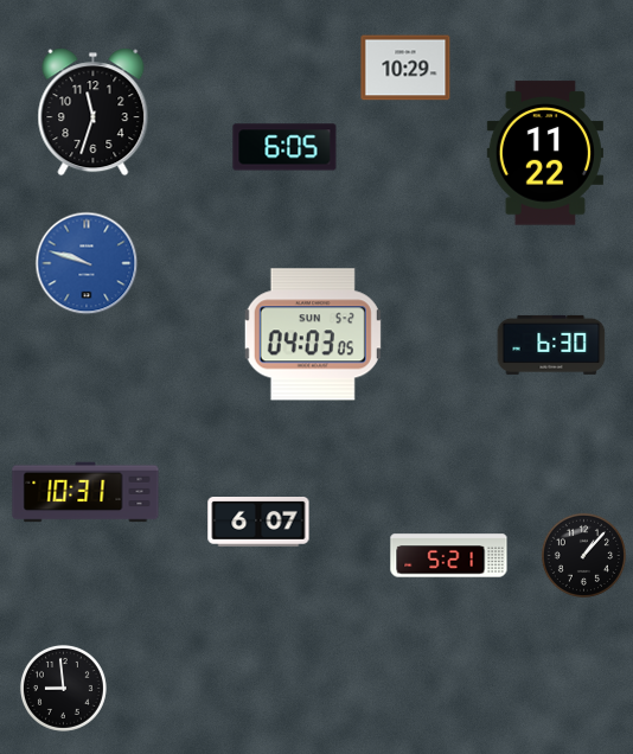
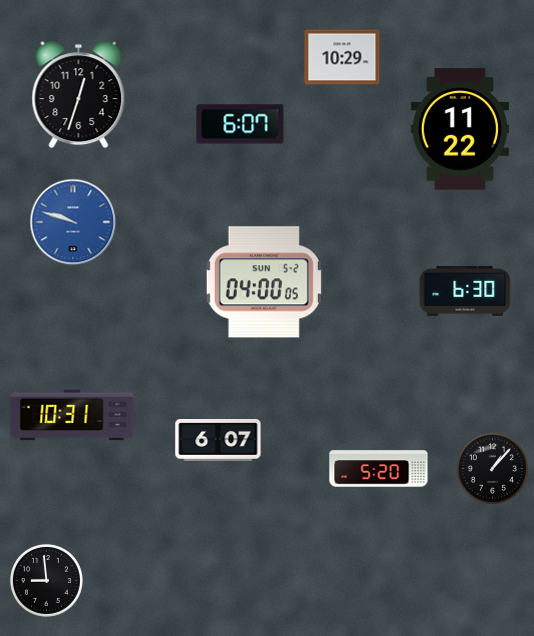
clock at (94, 113): 11:33 -> 12:33
clock at (284, 147): 6:05 -> 6:07
clock at (313, 334): 04:03 -> 04:00
clock at (449, 556): 5:21 -> 5:20
clock at (63, 688) position: (63, 688) -> (46, 580)
